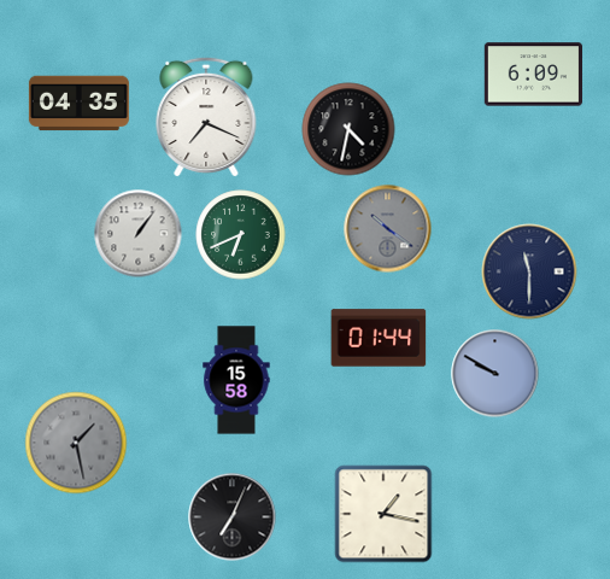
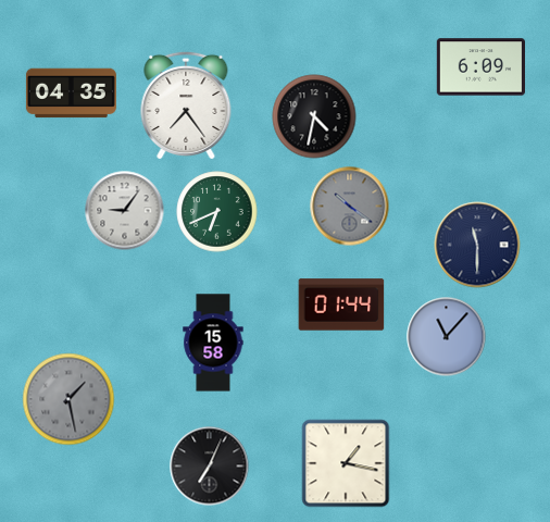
clock at (206, 117): 7:19 -> 7:24
clock at (139, 234): 1:06 -> 9:06
clock at (495, 374): 9:50 -> 11:07
